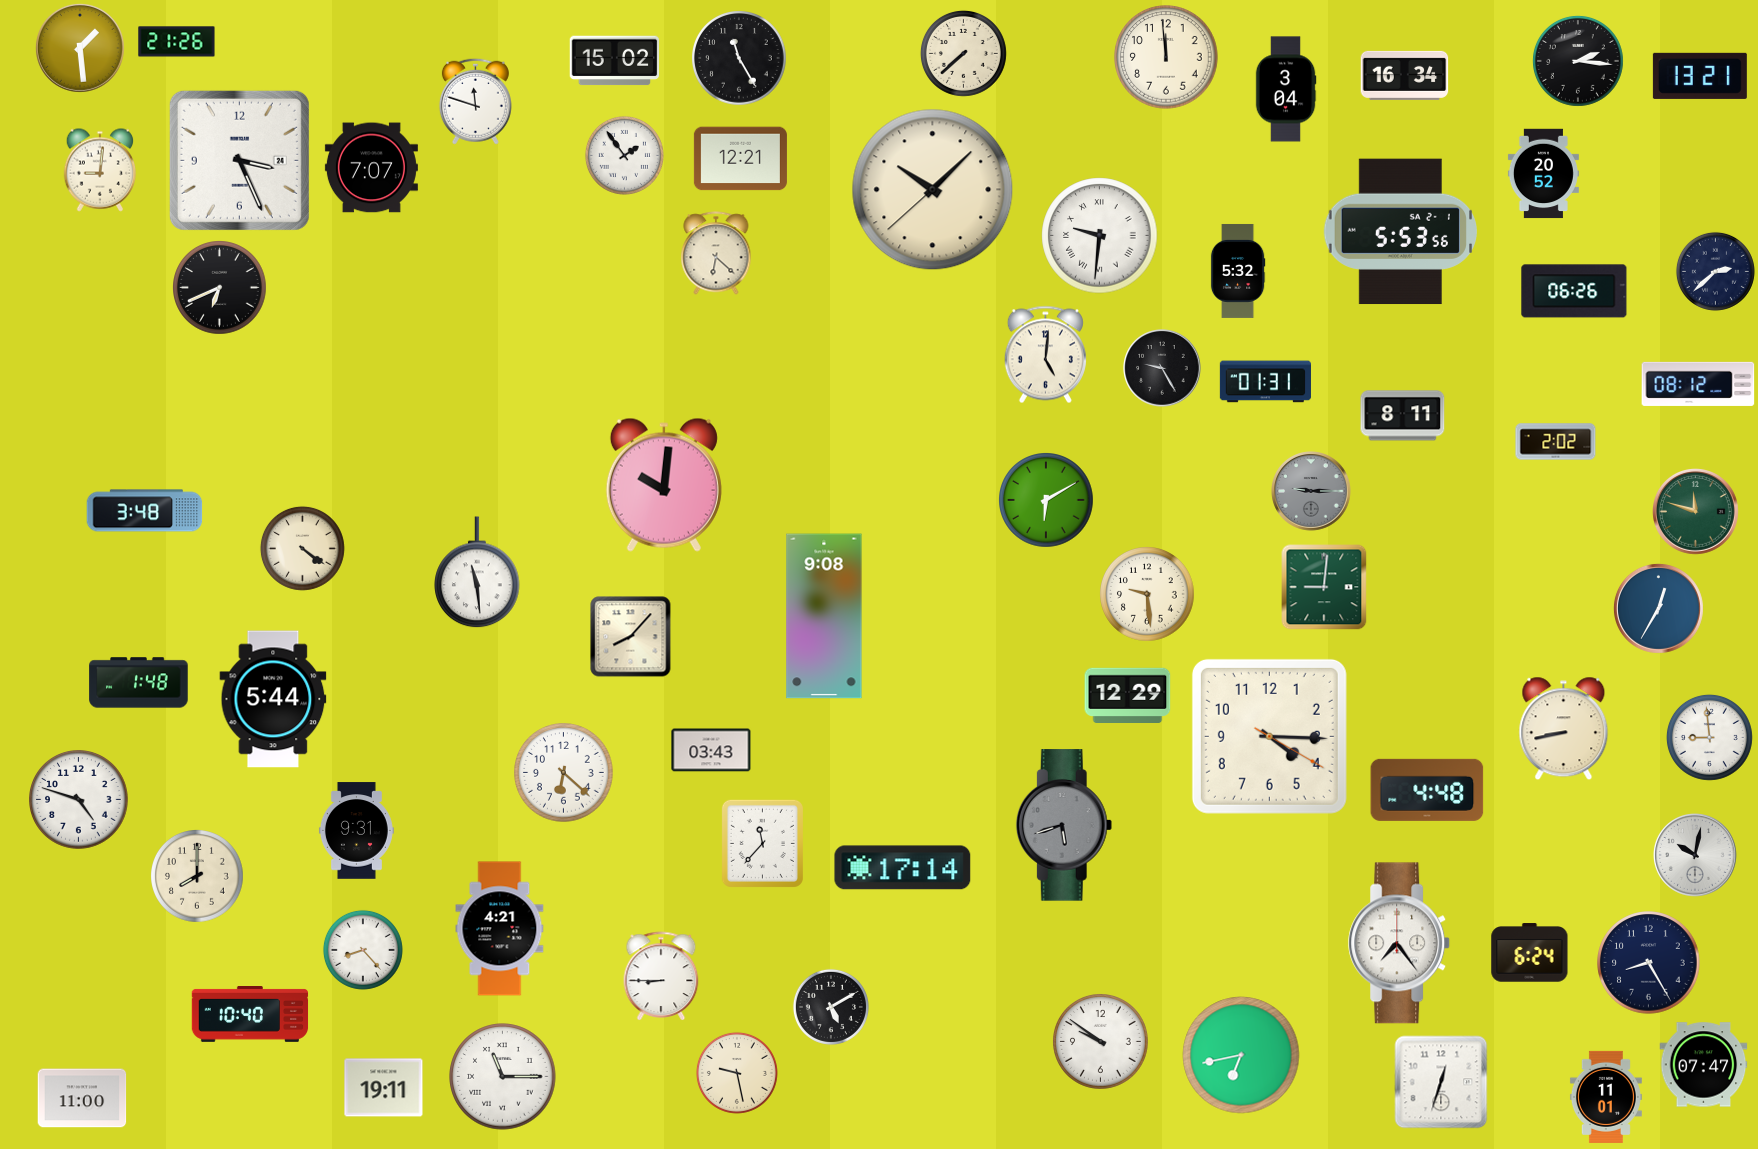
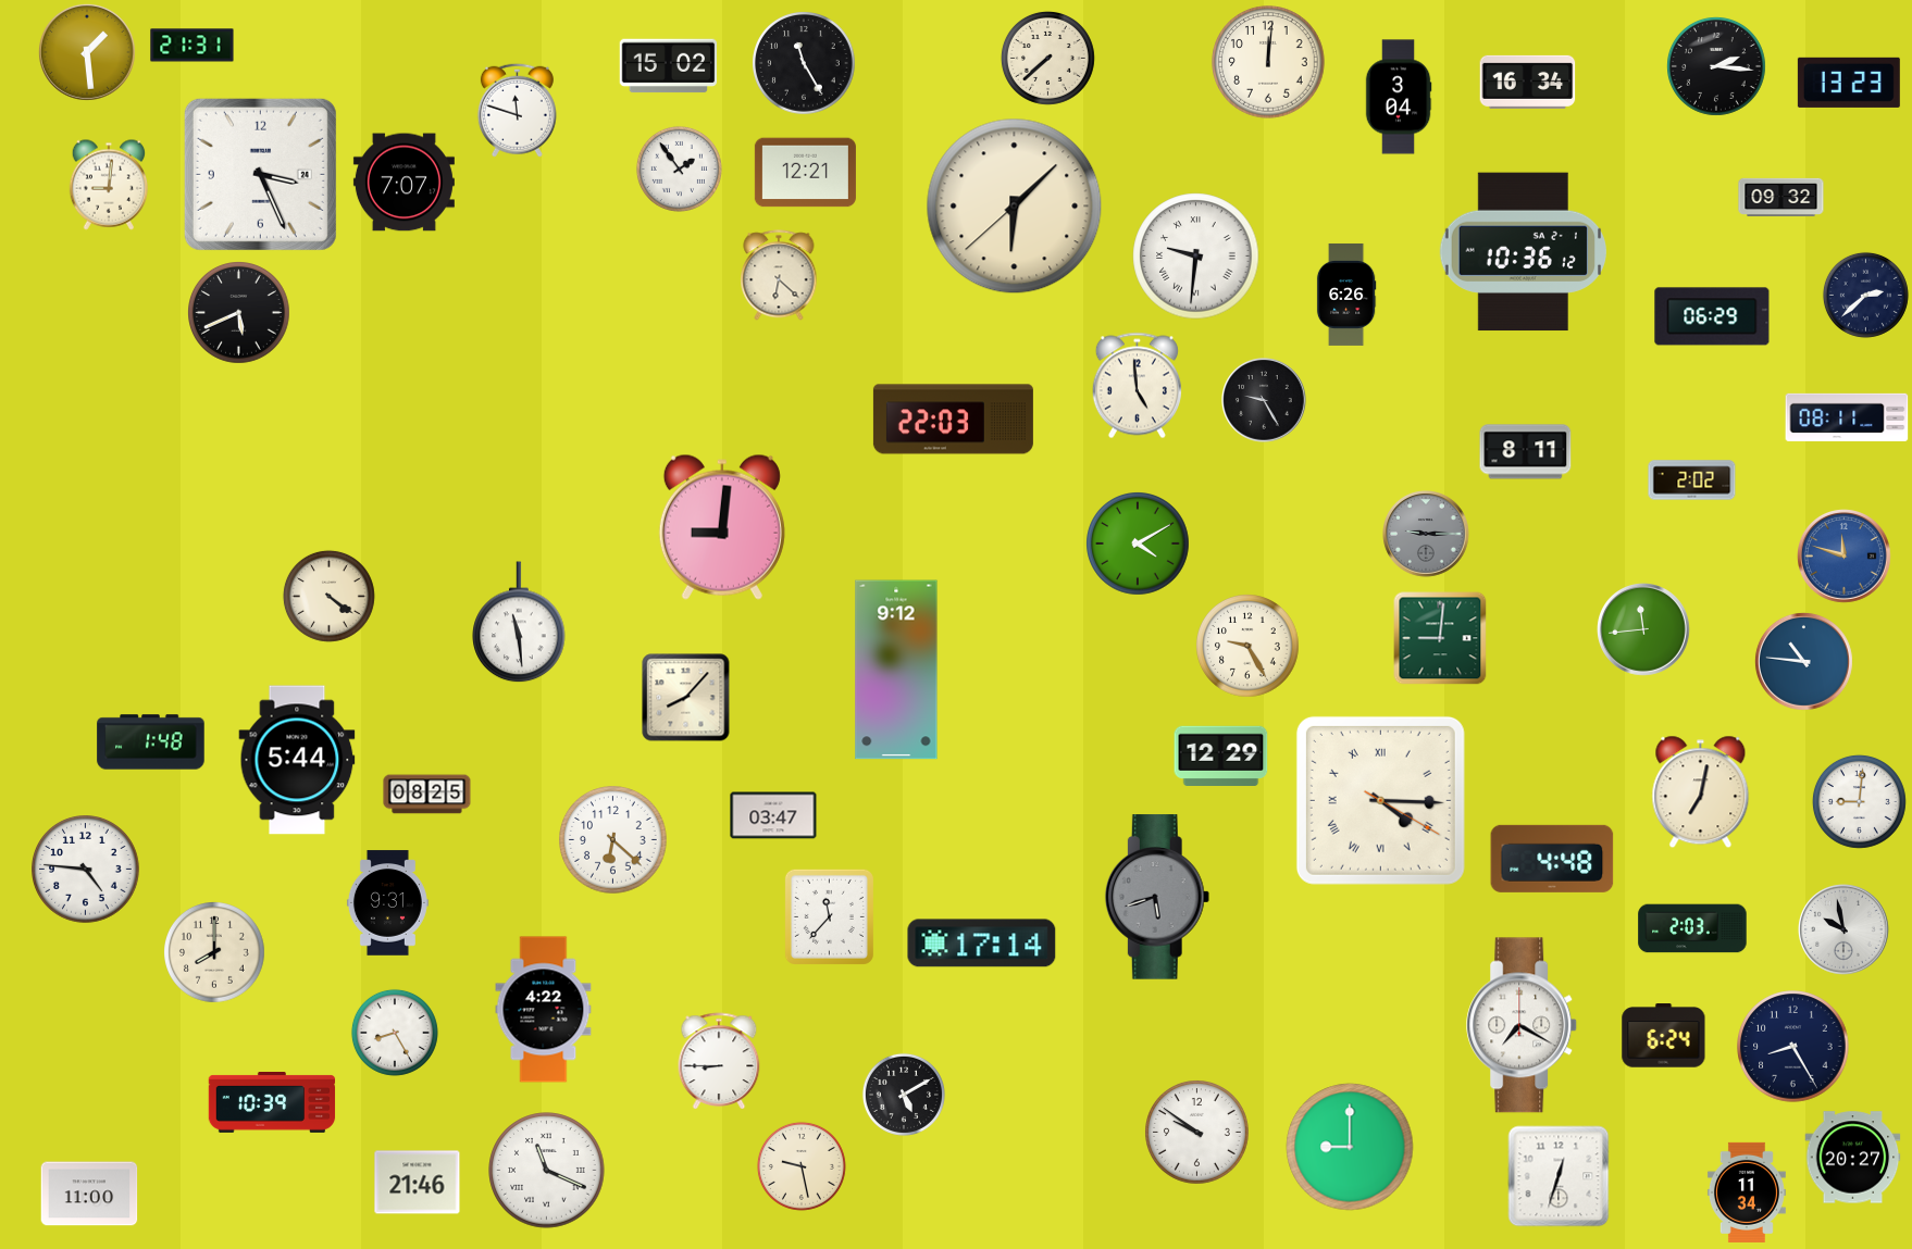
clock at (177, 42): 21:26 -> 21:31
clock at (1166, 57): 11:59 -> 12:01
clock at (1700, 76): 13:21 -> 13:23
clock at (1543, 174): 20:52 -> none
clock at (1781, 197): none -> 09:32
clock at (933, 190): 10:07 -> 6:07
clock at (1400, 232): 5:53 -> 10:36
clock at (1238, 271): 5:32 -> 6:26
clock at (220, 288): 6:41 -> 5:41
clock at (1574, 291): 06:26 -> 06:29
clock at (1045, 355): 5:01 -> 4:59
clock at (1265, 382): 01:31 -> none
clock at (1698, 384): 08:12 -> 08:11
clock at (953, 420): none -> 22:03
clock at (664, 485): 10:01 -> 9:01
clock at (1047, 501): 6:10 -> 4:10
clock at (145, 511): 3:48 -> none
clock at (1696, 512) dial: green -> blue
clock at (1644, 630): none -> 11:44
clock at (1148, 595): 9:29 -> 9:25
clock at (1658, 608): 12:35 -> 10:46
clock at (824, 616): 9:08 -> 9:12
clock at (631, 637) position: (631, 637) -> (686, 698)
clock at (1128, 695) position: (1128, 695) -> (1221, 755)
clock at (1564, 729): 8:43 -> 7:02
clock at (427, 795): none -> 08:25
clock at (1269, 736) numerals: Arabic -> Roman
clock at (1709, 737): 8:59 -> 9:01
clock at (711, 750): 03:43 -> 03:47
clock at (79, 800): 4:48 -> 4:46
clock at (1692, 928): none -> 2:03
clock at (1696, 856): 10:02 -> 9:58
clock at (500, 929): 4:21 -> 4:22
clock at (1400, 943): 7:24 -> 7:20
clock at (363, 950): 8:23 -> 8:25
clock at (250, 1015): 10:40 -> 10:39
clock at (1241, 1055): 6:43 -> 9:00
clock at (1704, 1065): 07:47 -> 20:27
clock at (503, 1077): 11:15 -> 11:19
clock at (1441, 1082) position: (1441, 1082) -> (1559, 1176)
clock at (384, 1088): 19:11 -> 21:46
clock at (1606, 1097): 11:01 -> 11:34
